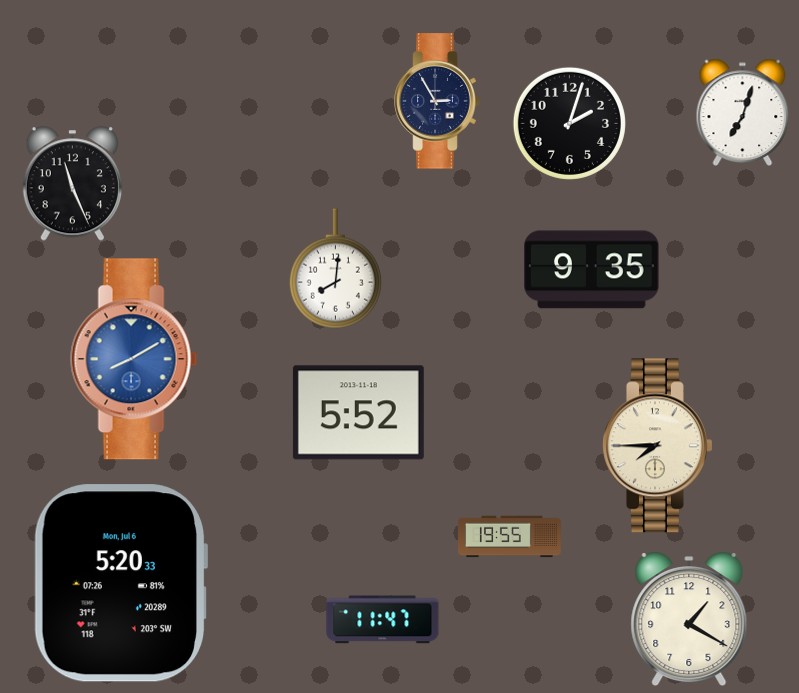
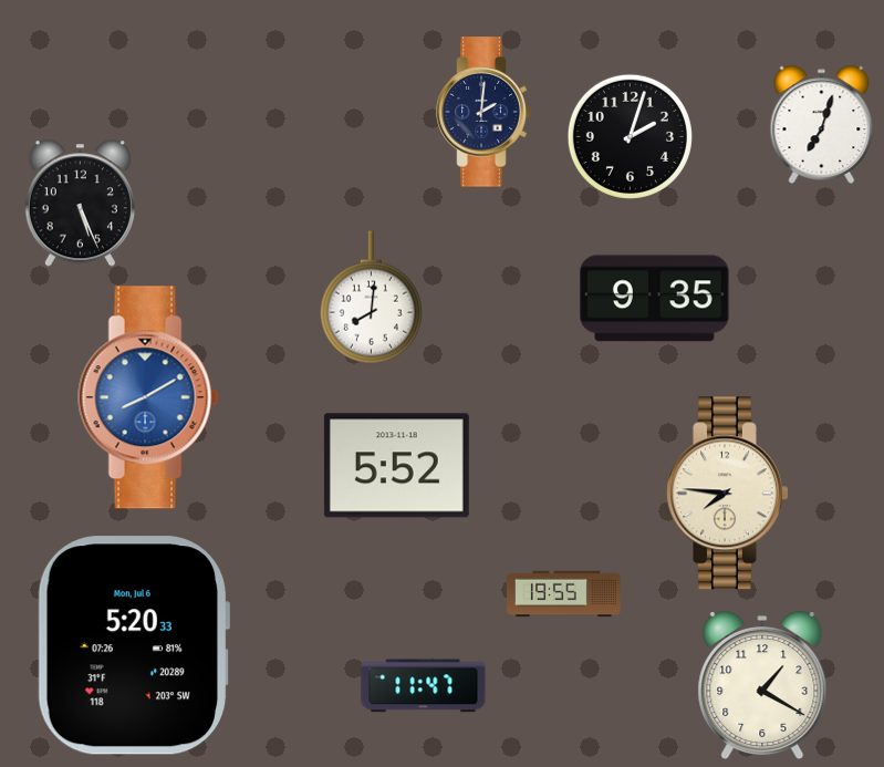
clock at (437, 101): 2:55 -> 2:01
clock at (72, 184): 11:26 -> 5:26
clock at (358, 413) position: (358, 413) -> (396, 466)
clock at (658, 446): 7:45 -> 7:46
